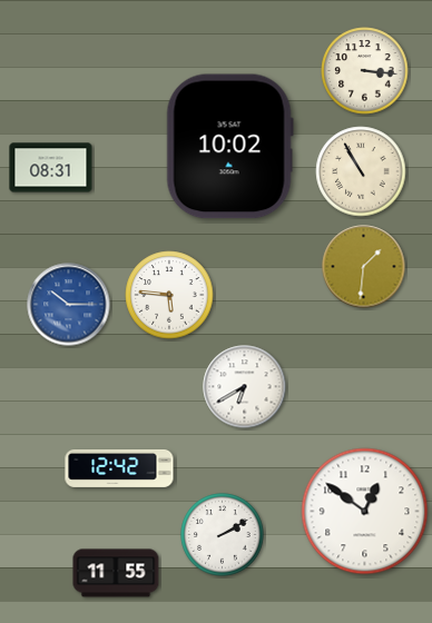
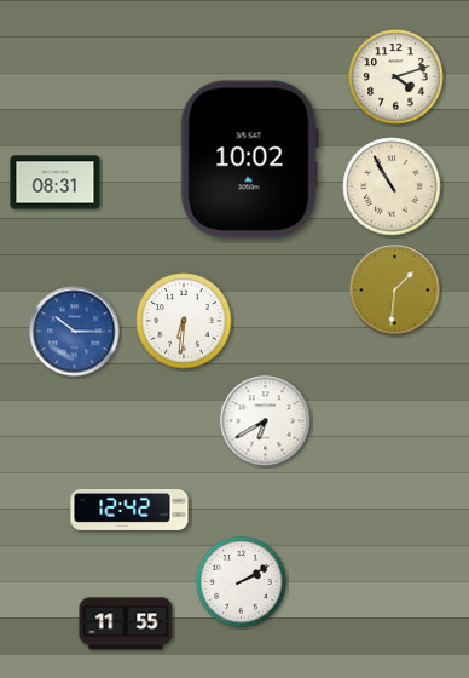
clock at (365, 71): 3:16 -> 4:12
clock at (169, 295): 5:46 -> 6:31
clock at (365, 512): 12:51 -> none
